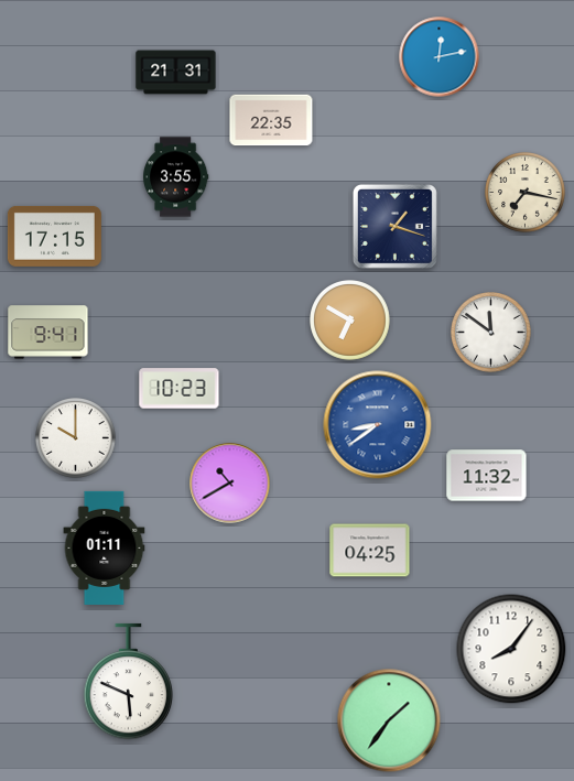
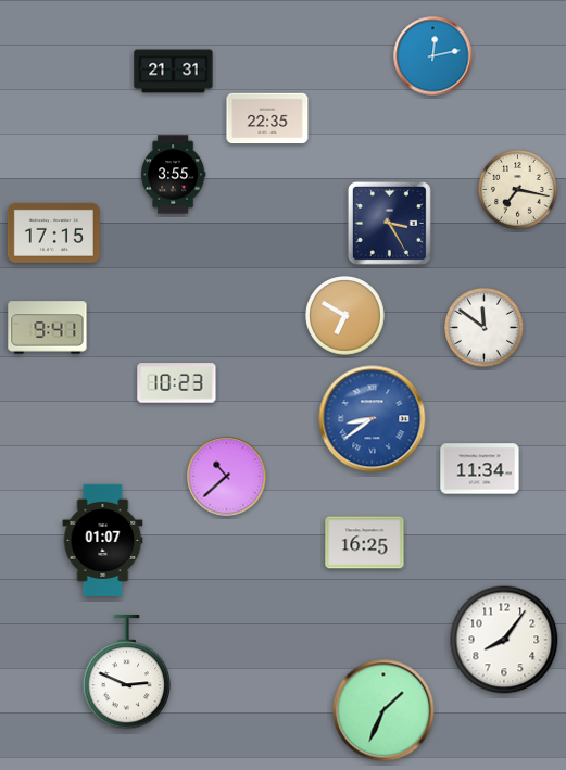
clock at (394, 226): 1:18 -> 3:25
clock at (76, 438): 10:00 -> none
clock at (487, 476): 11:32 -> 11:34
clock at (230, 484): 10:40 -> 10:38
clock at (105, 547): 01:11 -> 01:07
clock at (370, 551): 04:25 -> 16:25
clock at (129, 682): 5:49 -> 2:49
clock at (389, 720): 1:36 -> 1:34
